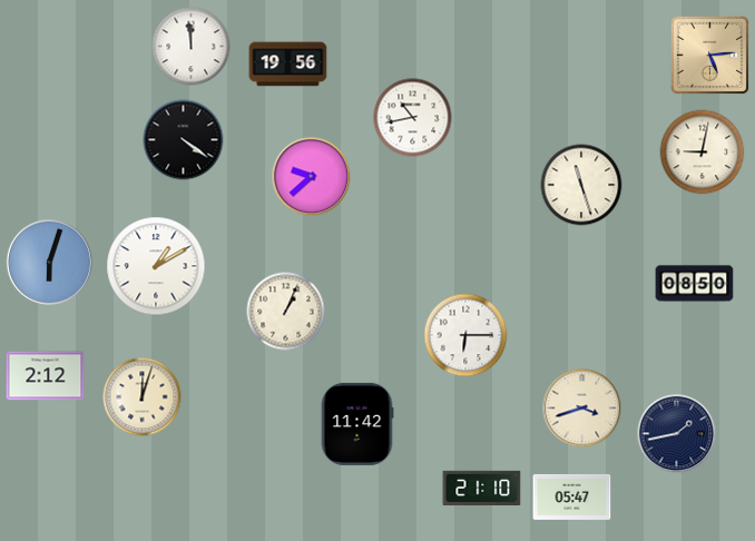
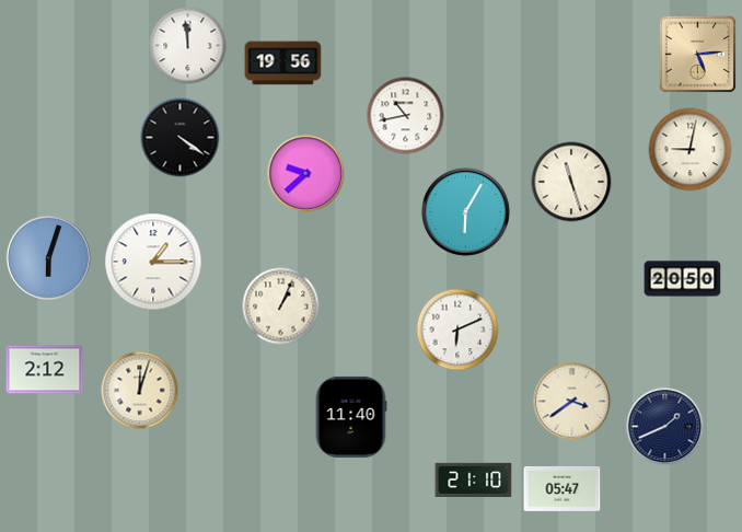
clock at (465, 211): none -> 6:05
clock at (156, 266): 1:10 -> 1:15
clock at (695, 284): 08:50 -> 20:50
clock at (465, 335): 6:15 -> 6:11
clock at (582, 409): 3:42 -> 3:39
clock at (357, 424): 11:42 -> 11:40
clock at (677, 434): 1:43 -> 1:41
